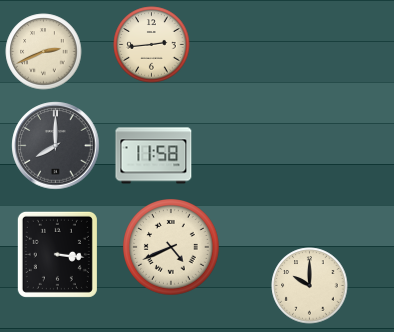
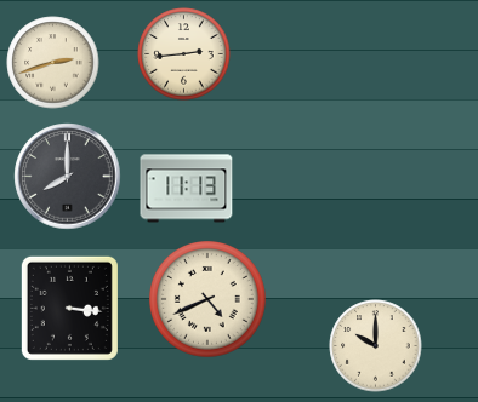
clock at (44, 52): 2:41 -> 2:42
clock at (154, 156): 11:58 -> 11:13
